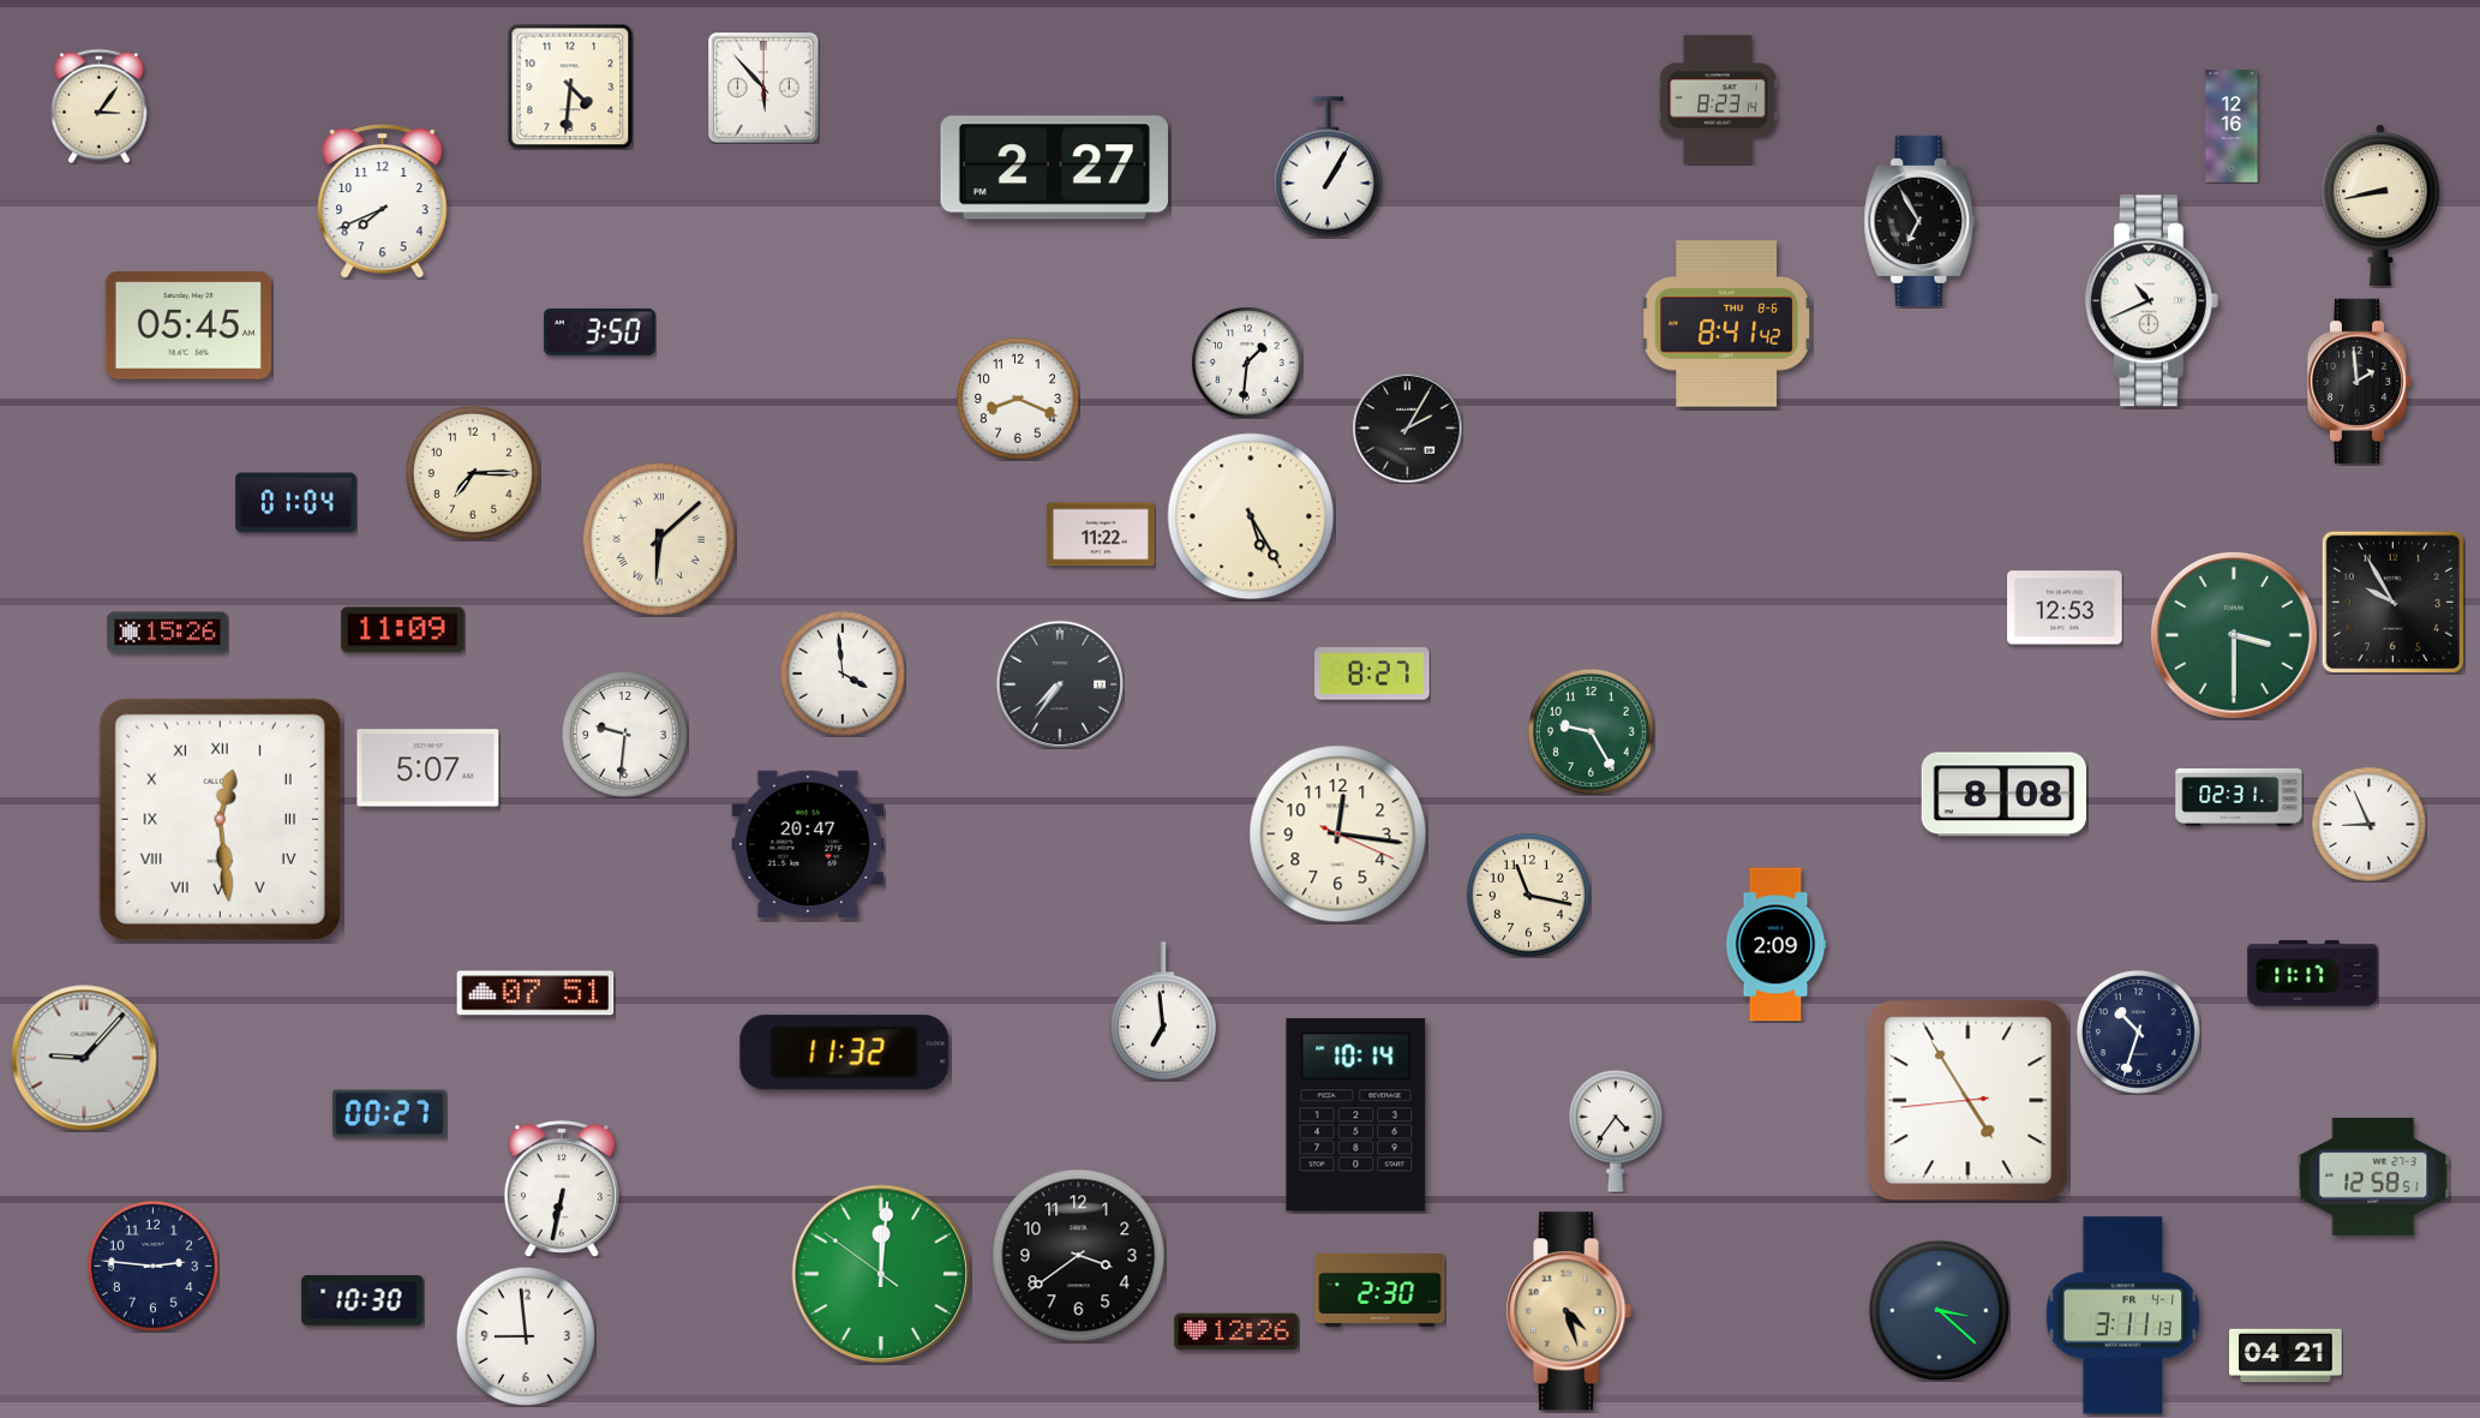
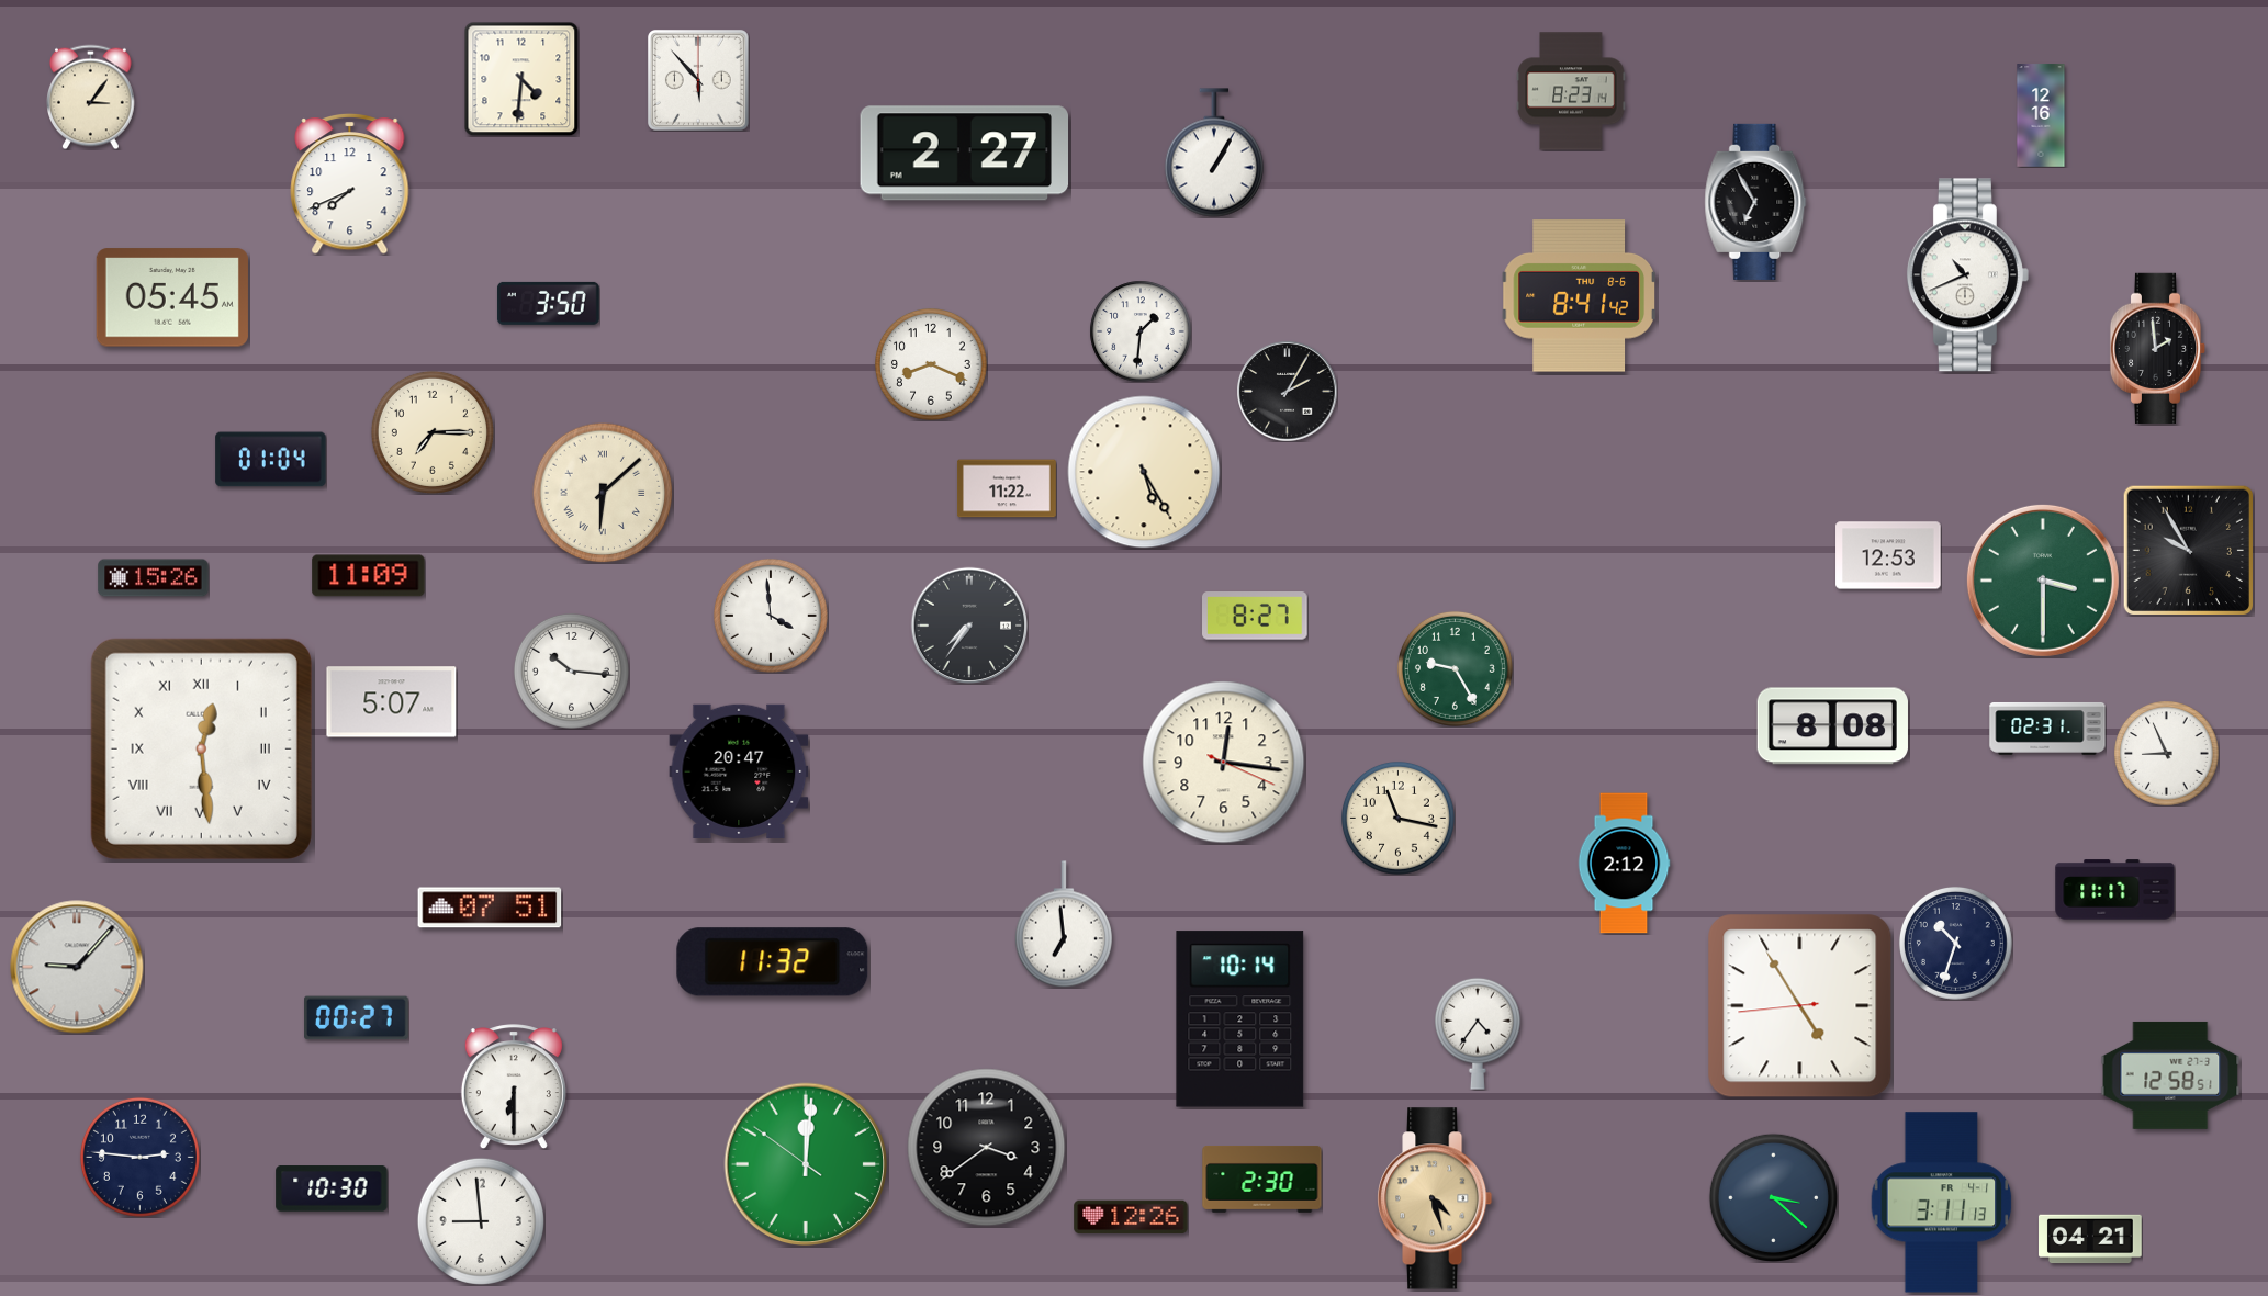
clock at (2380, 205): 8:43 -> none
clock at (624, 734): 9:31 -> 10:16
clock at (1775, 945): 2:09 -> 2:12
clock at (562, 1189): 6:32 -> 6:30
